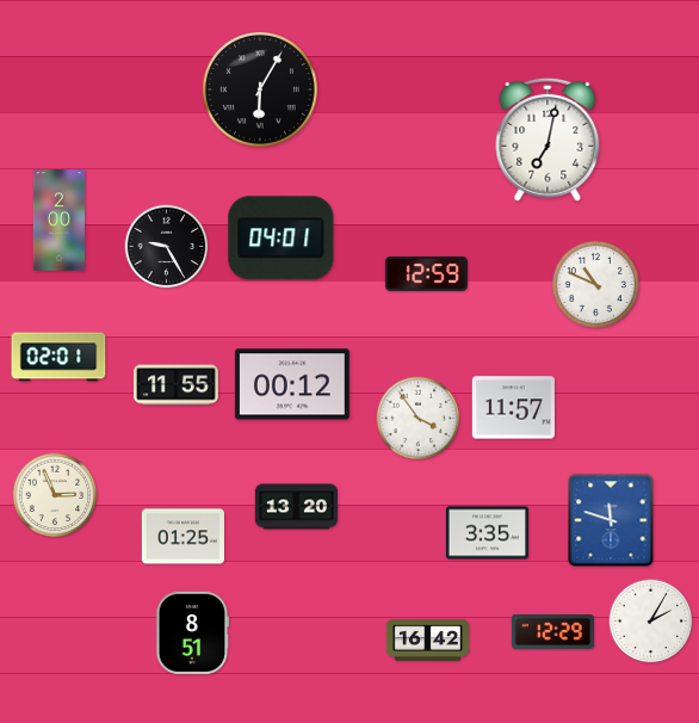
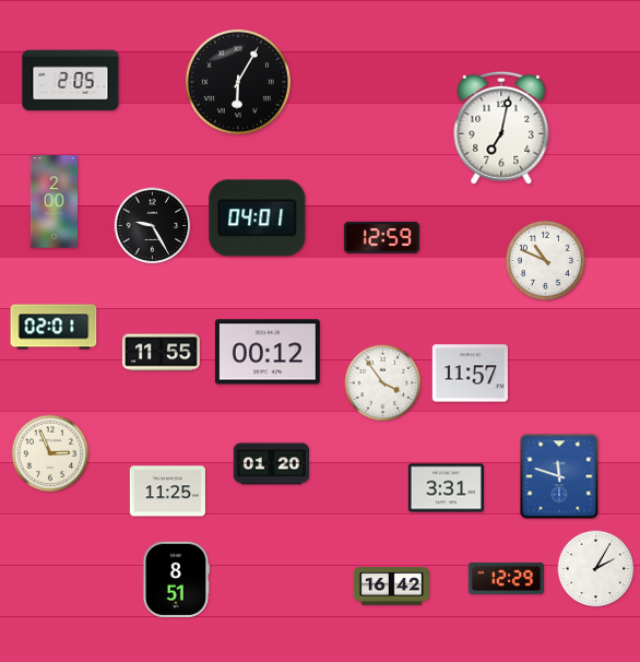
clock at (71, 81): none -> 2:05
clock at (426, 273) position: (426, 273) -> (381, 237)
clock at (296, 507): 13:20 -> 01:20
clock at (487, 533): 3:35 -> 3:31
clock at (183, 537): 01:25 -> 11:25
